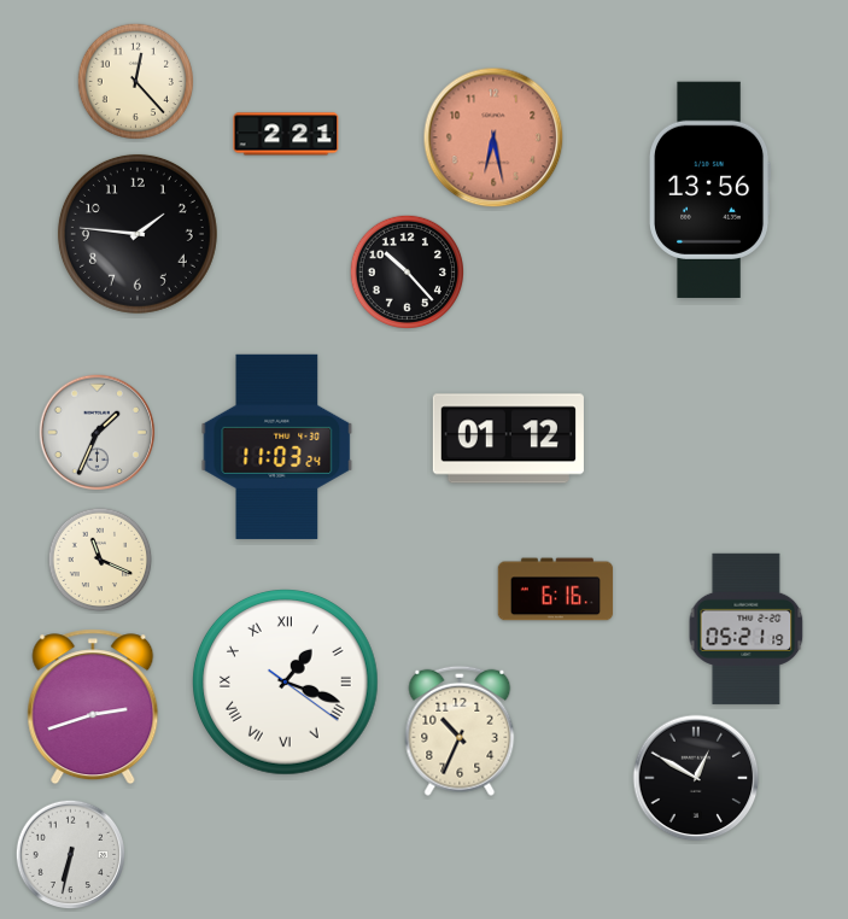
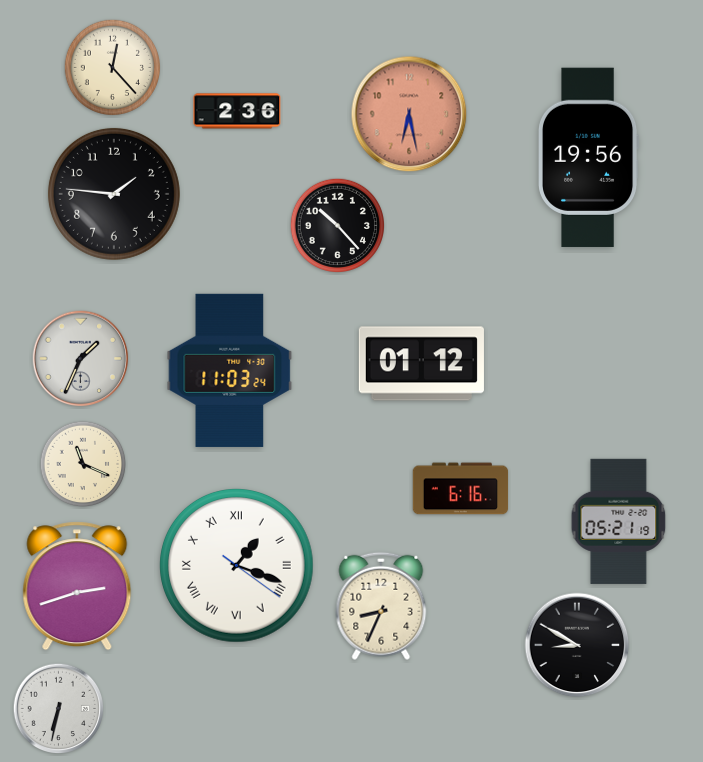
clock at (286, 134): 2:21 -> 2:36
clock at (710, 189): 13:56 -> 19:56
clock at (460, 731): 10:34 -> 8:34
clock at (696, 778): 12:50 -> 8:50
